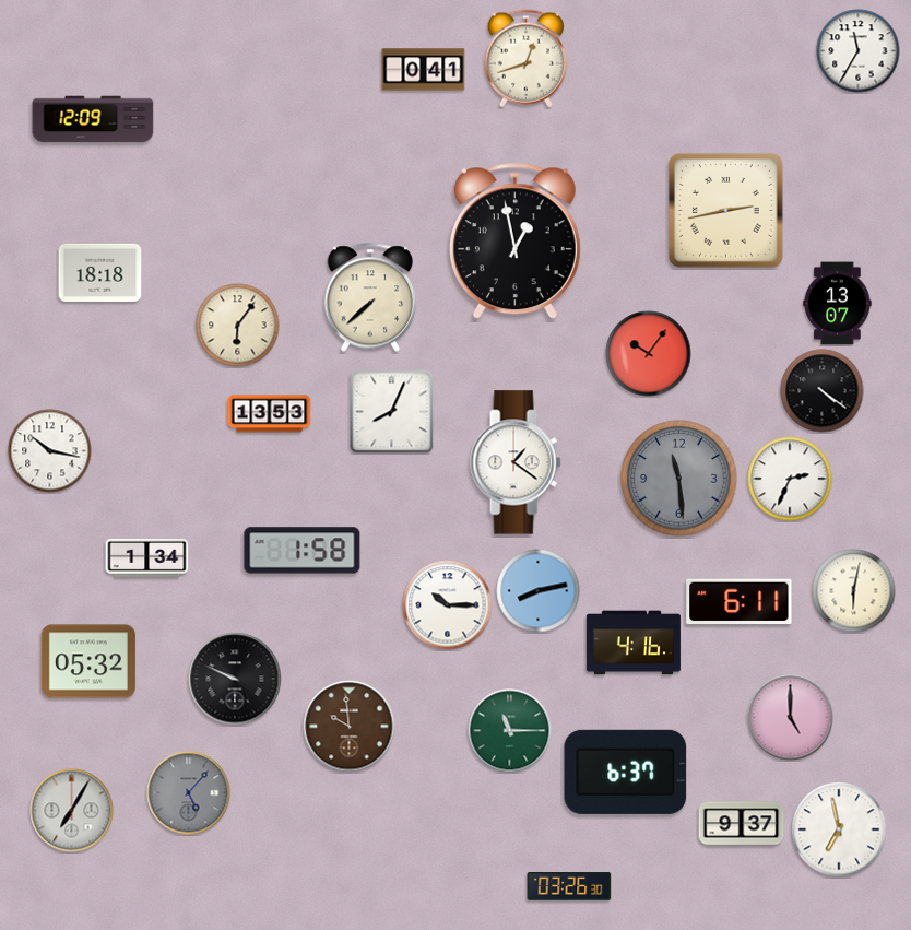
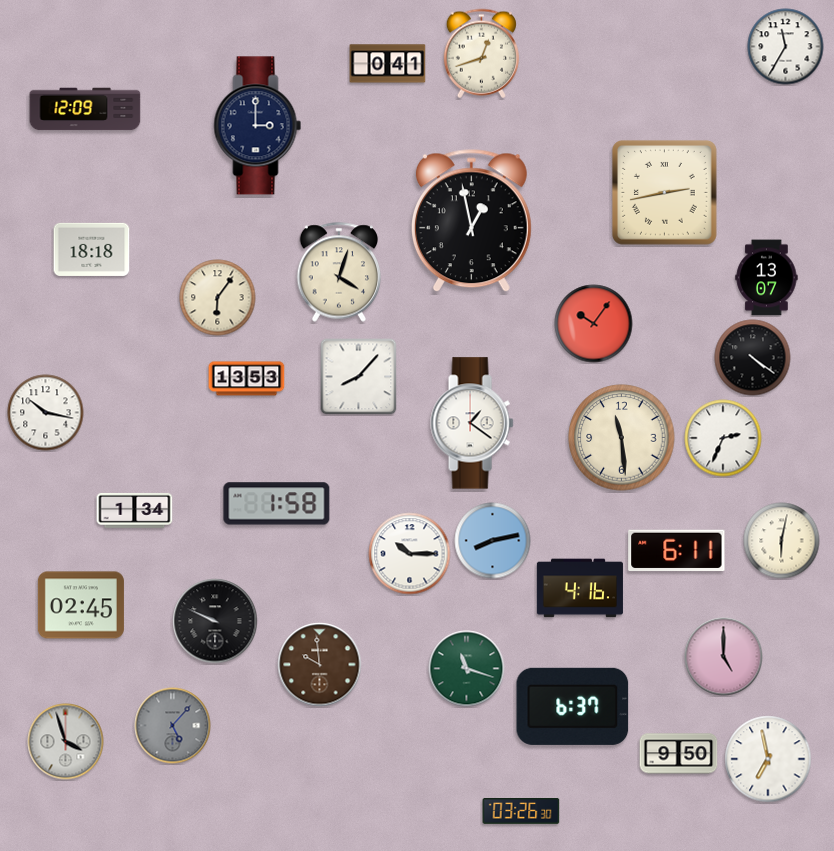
clock at (258, 126): none -> 3:00
clock at (370, 297): 7:38 -> 4:03
clock at (392, 412): 8:04 -> 8:07
clock at (679, 479) dial: grey -> cream
clock at (88, 661): 05:32 -> 02:45
clock at (510, 731): 11:15 -> 11:18
clock at (72, 811): 7:05 -> 3:57
clock at (742, 824): 9:37 -> 9:50
